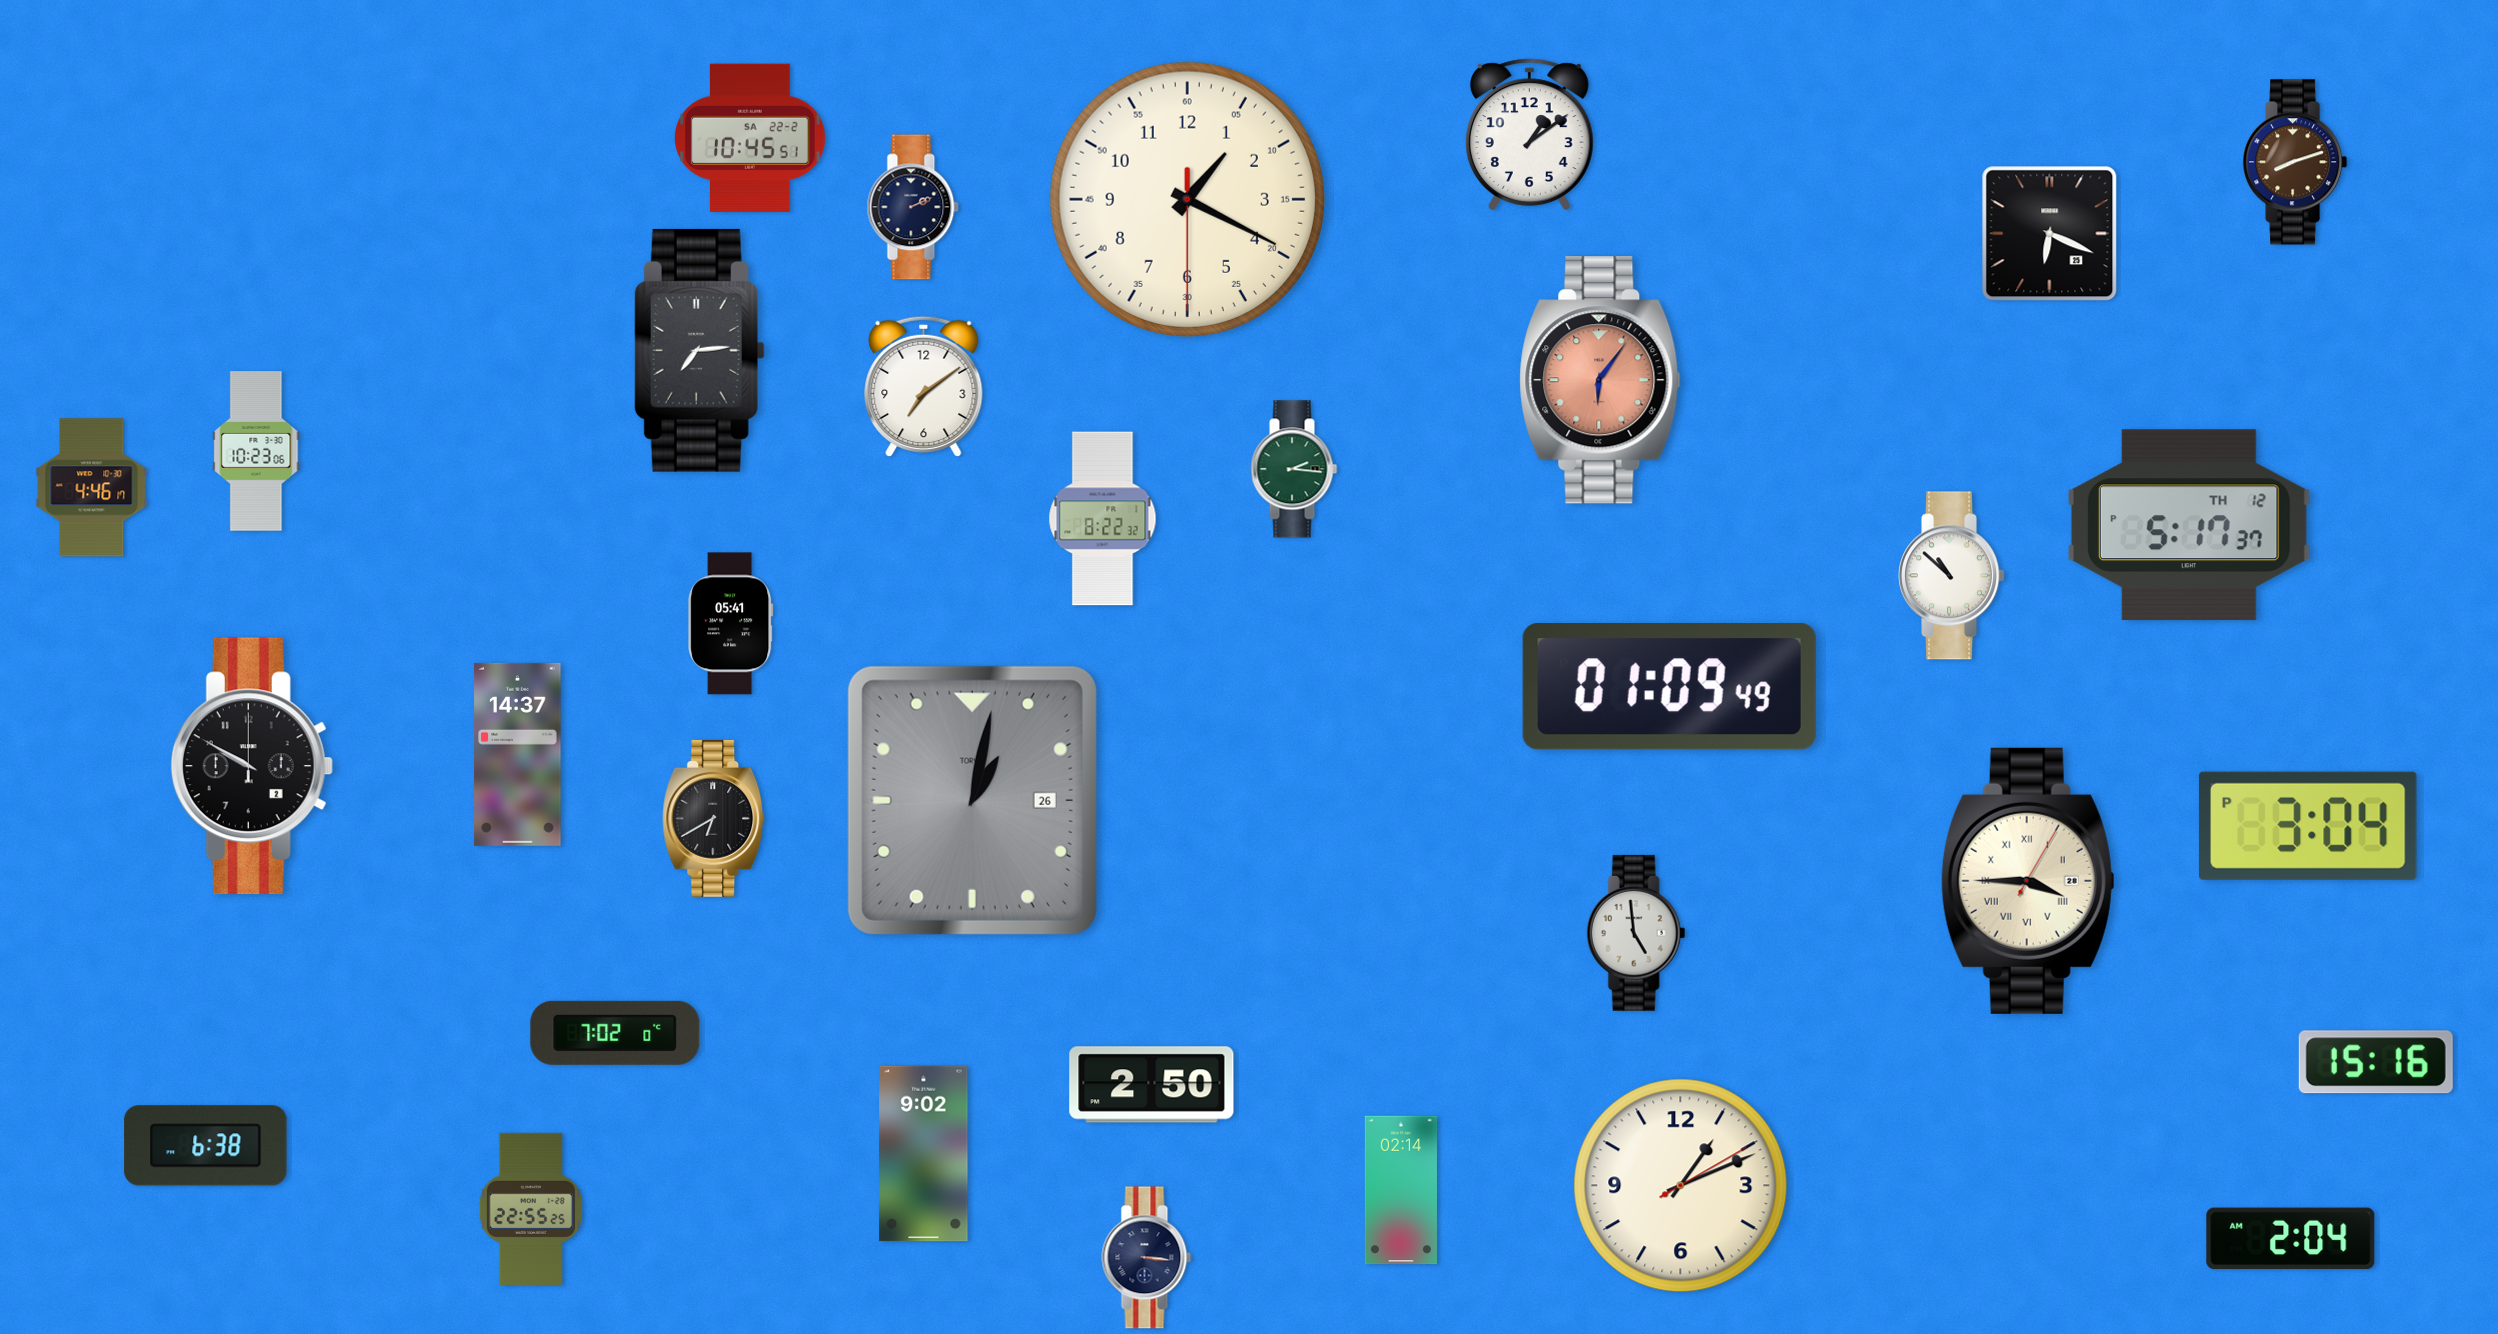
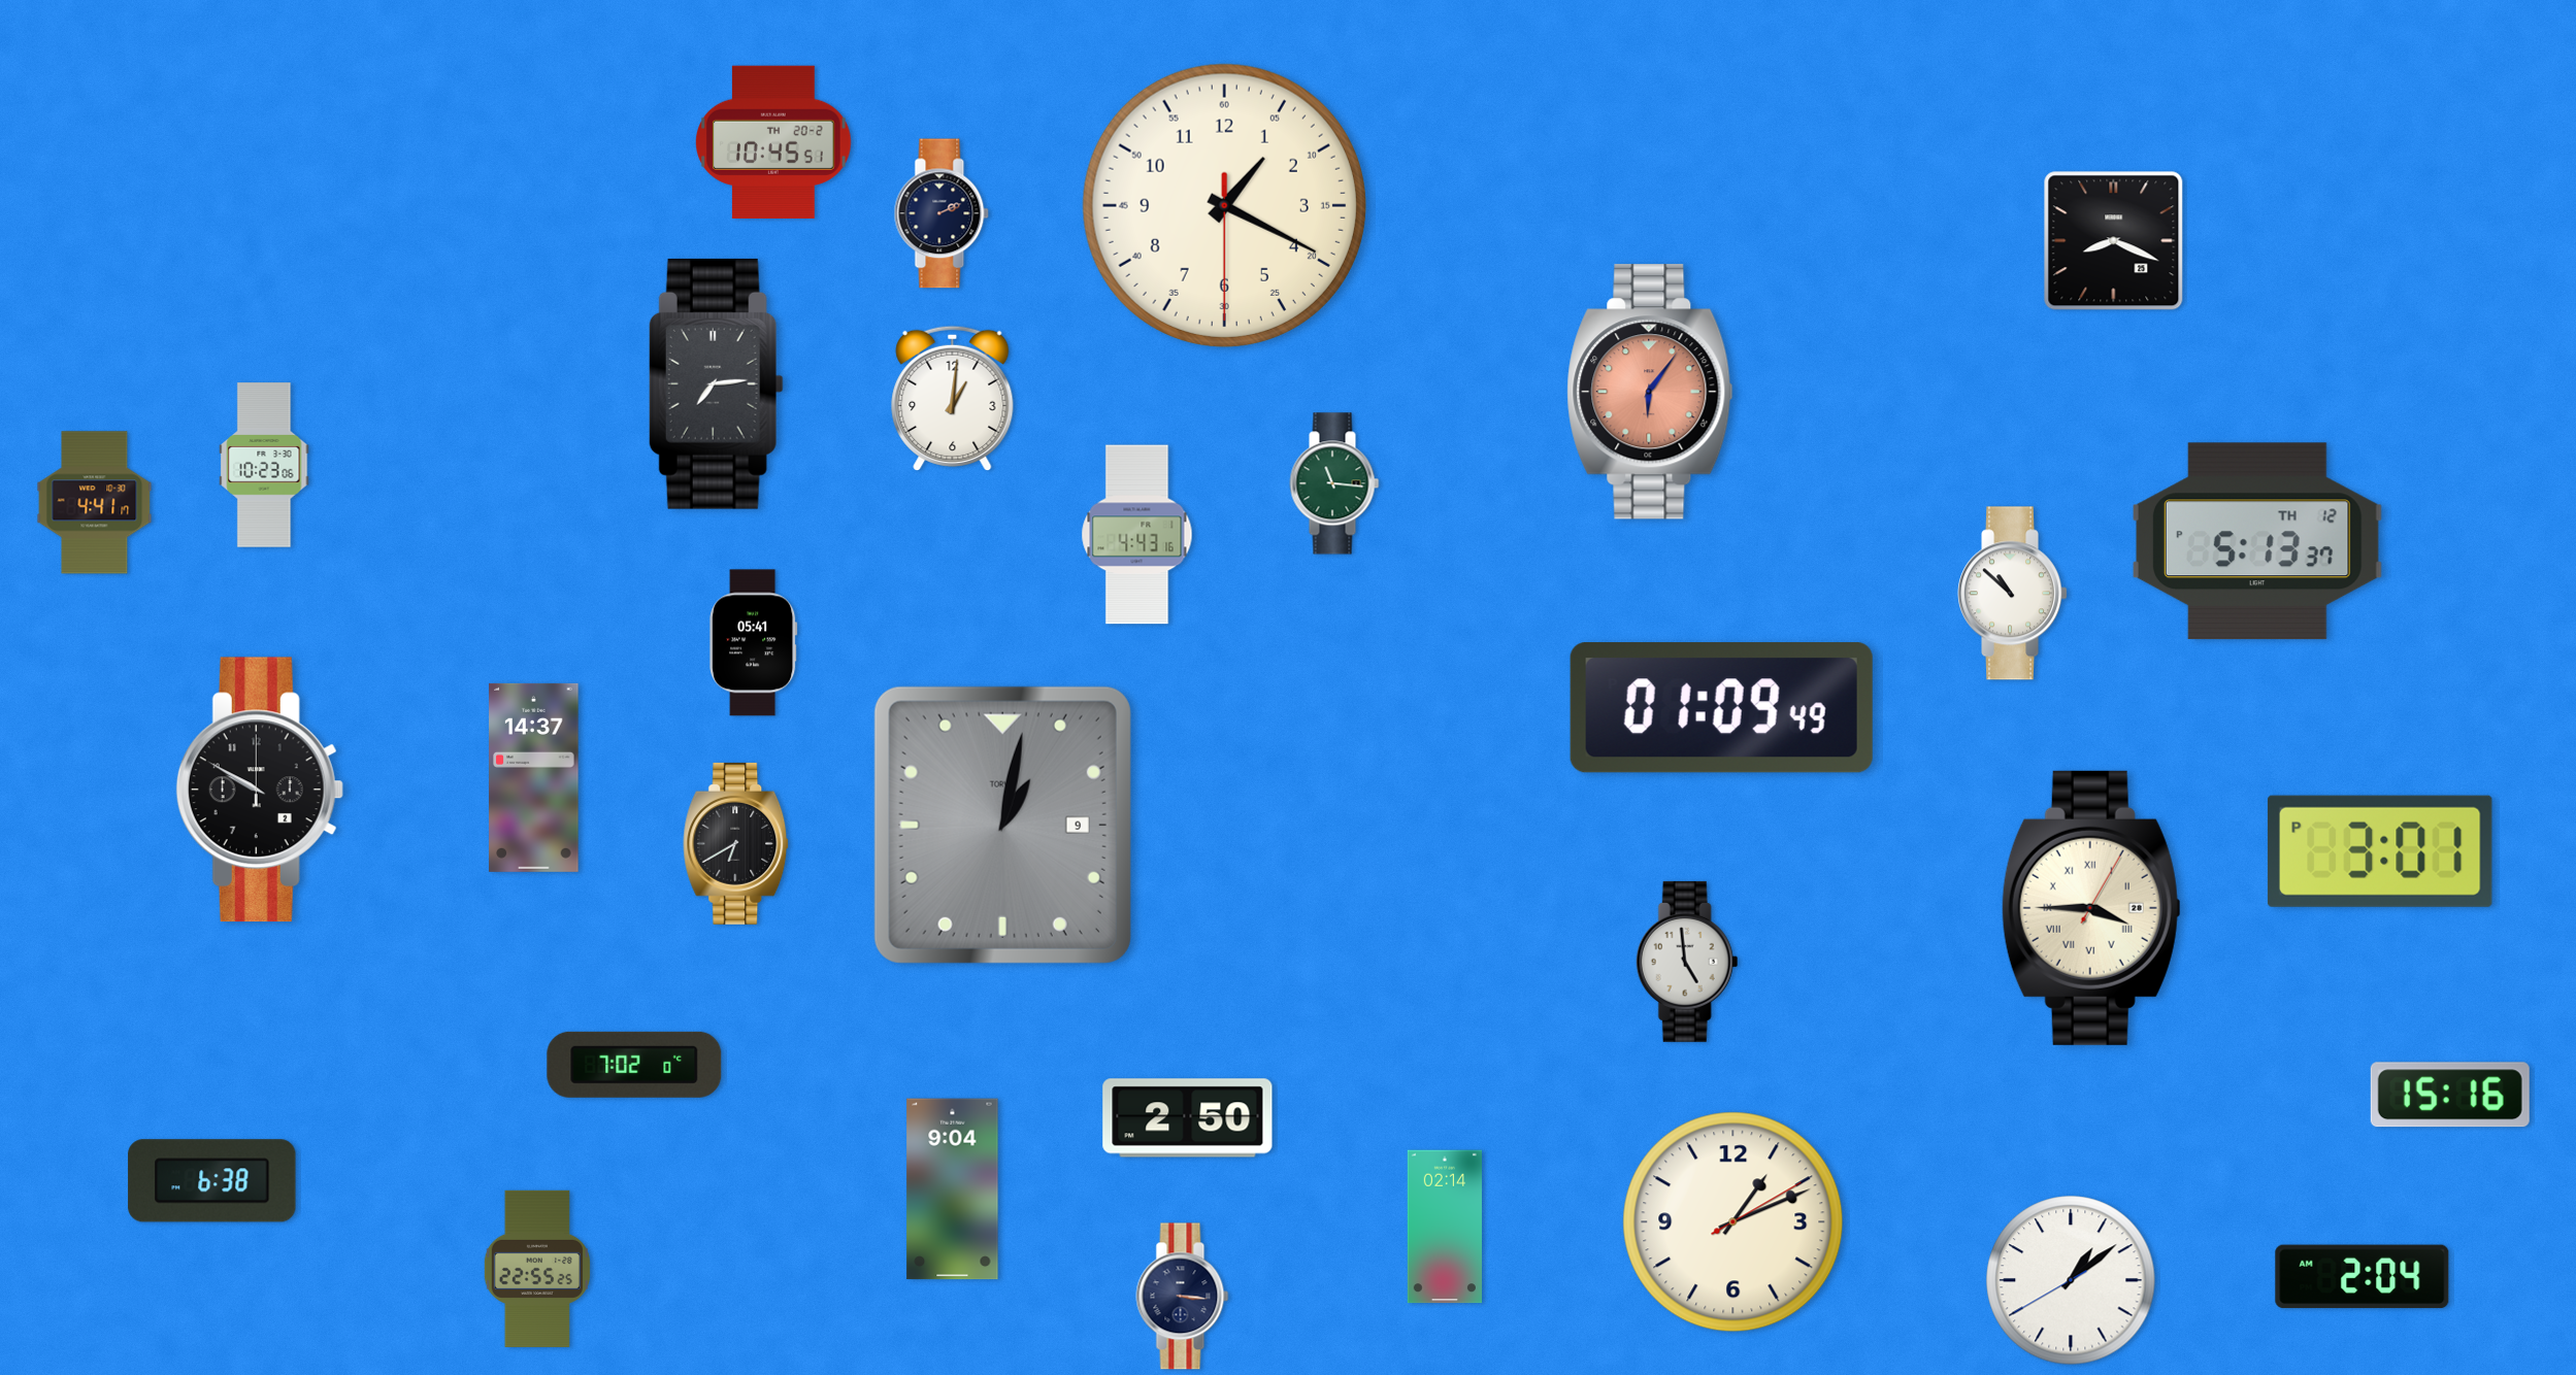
clock at (1529, 135): 1:09 -> none
clock at (751, 138) date: SA 22-2 -> TH 20-2
clock at (2295, 162): 8:12 -> none
clock at (2050, 234): 6:19 -> 8:19
clock at (699, 350) position: (699, 350) -> (716, 383)
clock at (924, 386): 7:09 -> 1:01
clock at (1294, 469): 2:16 -> 11:16
clock at (92, 488): 4:46 -> 4:41
clock at (1103, 519): 8:22 -> 4:43
clock at (2189, 525): 5:17 -> 5:13
clock at (972, 800) date: 26 -> 9
clock at (2308, 826): 3:04 -> 3:01
clock at (924, 1154): 9:02 -> 9:04
clock at (531, 1209) position: (531, 1209) -> (537, 1269)
clock at (2071, 1280): none -> 1:08
